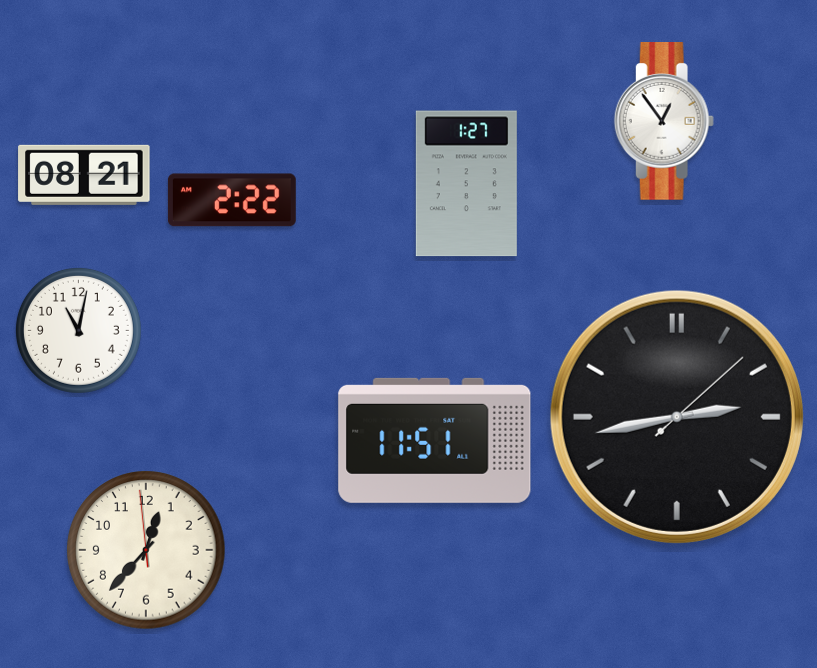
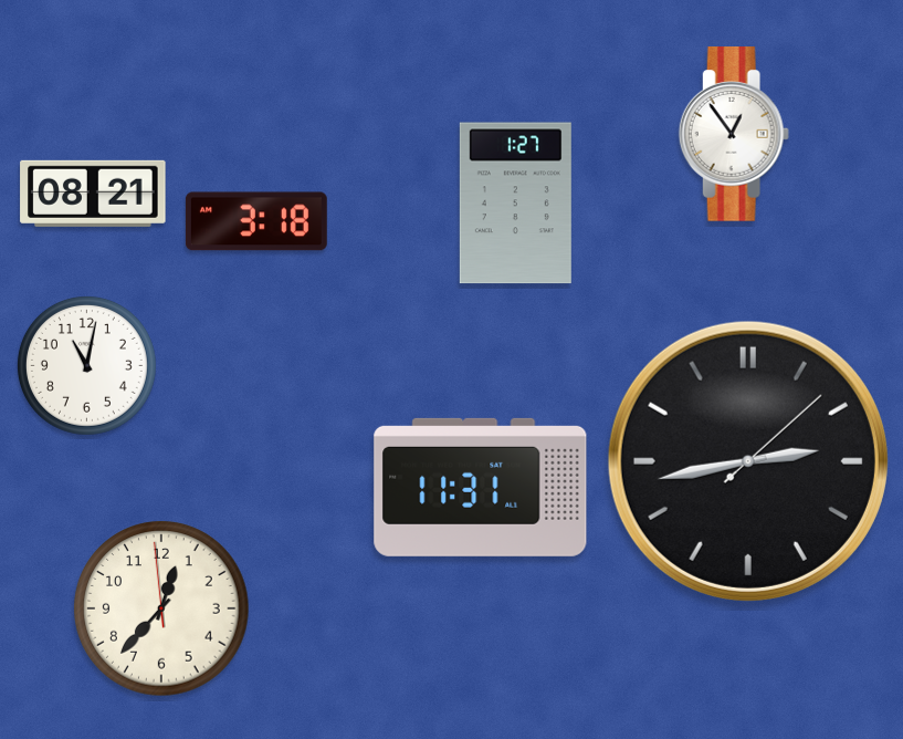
clock at (232, 200): 2:22 -> 3:18
clock at (435, 440): 11:51 -> 11:31
